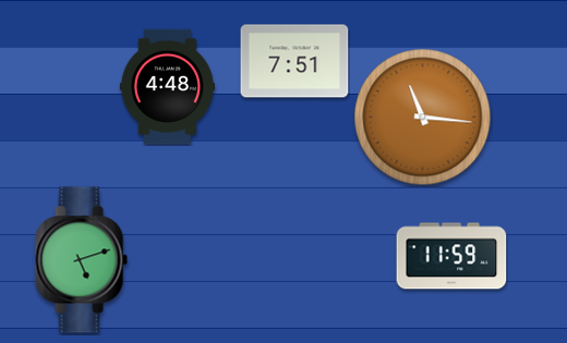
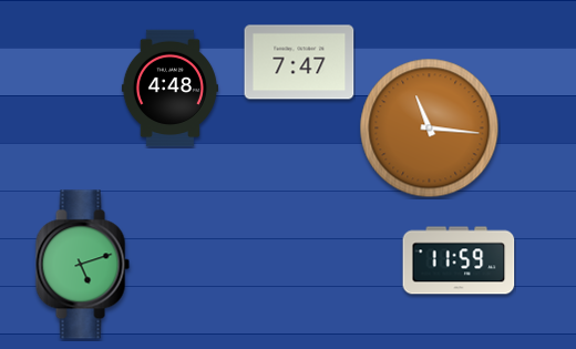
clock at (294, 61): 7:51 -> 7:47
clock at (423, 118) position: (423, 118) -> (430, 129)
